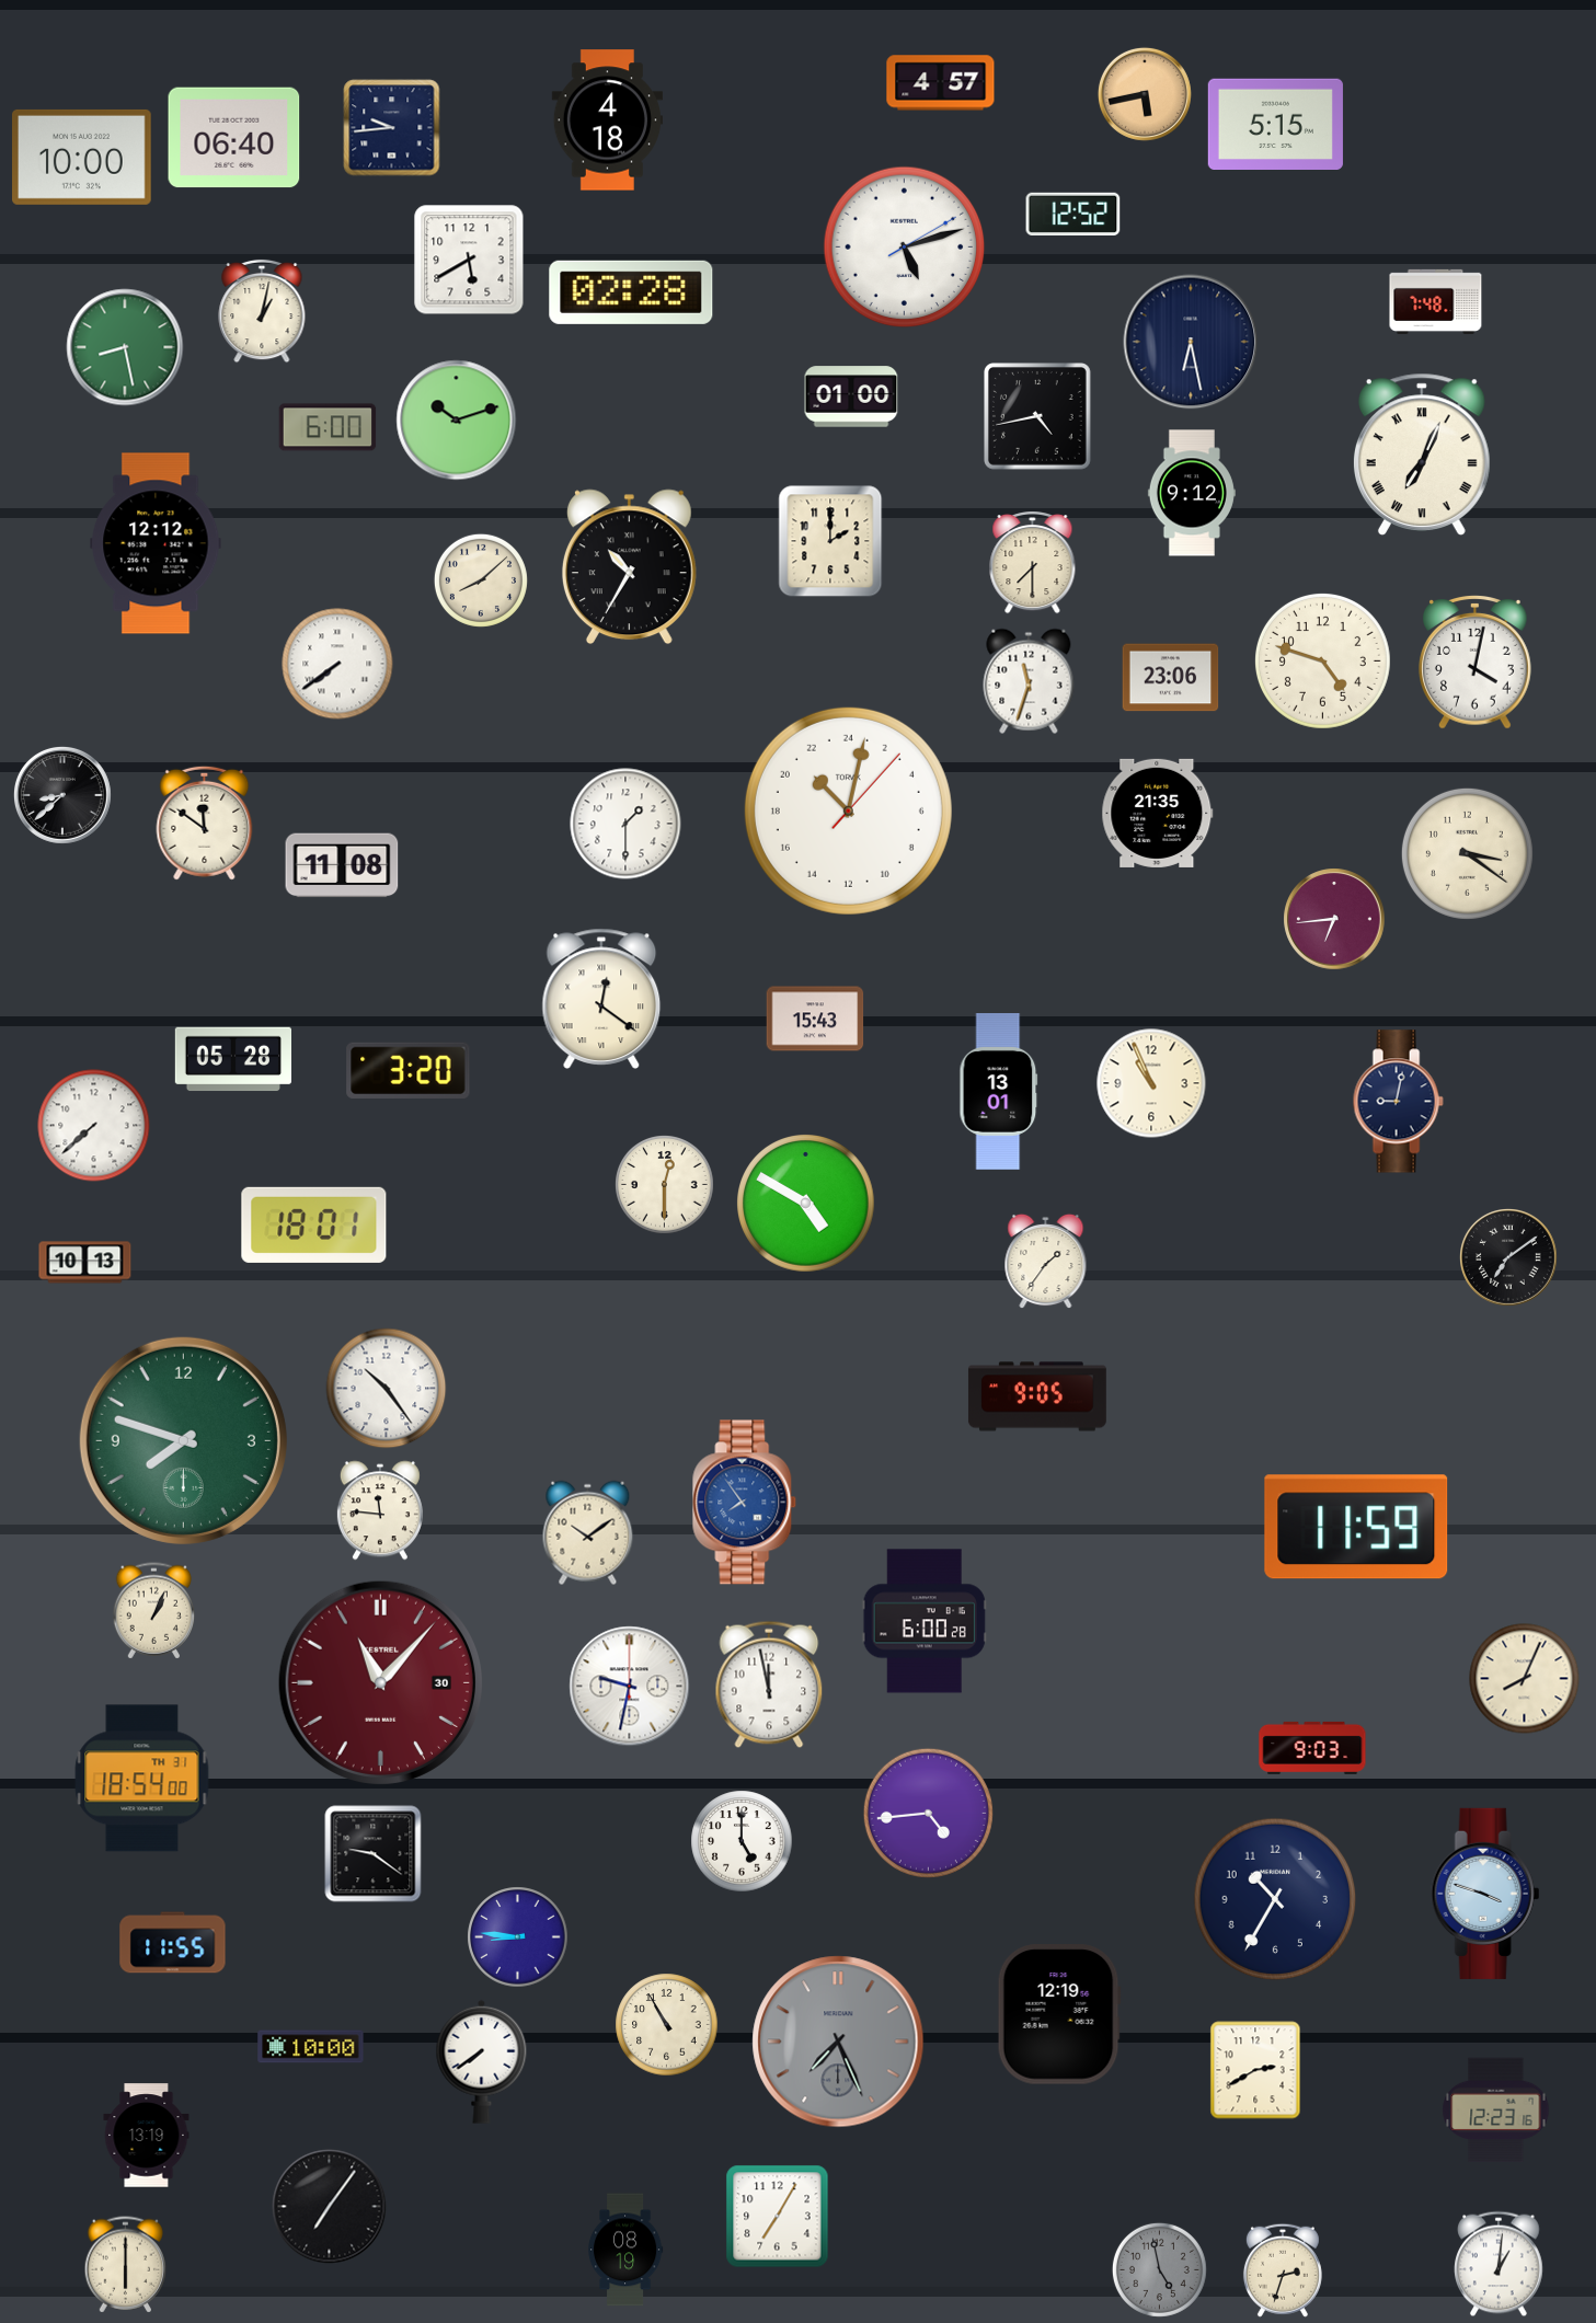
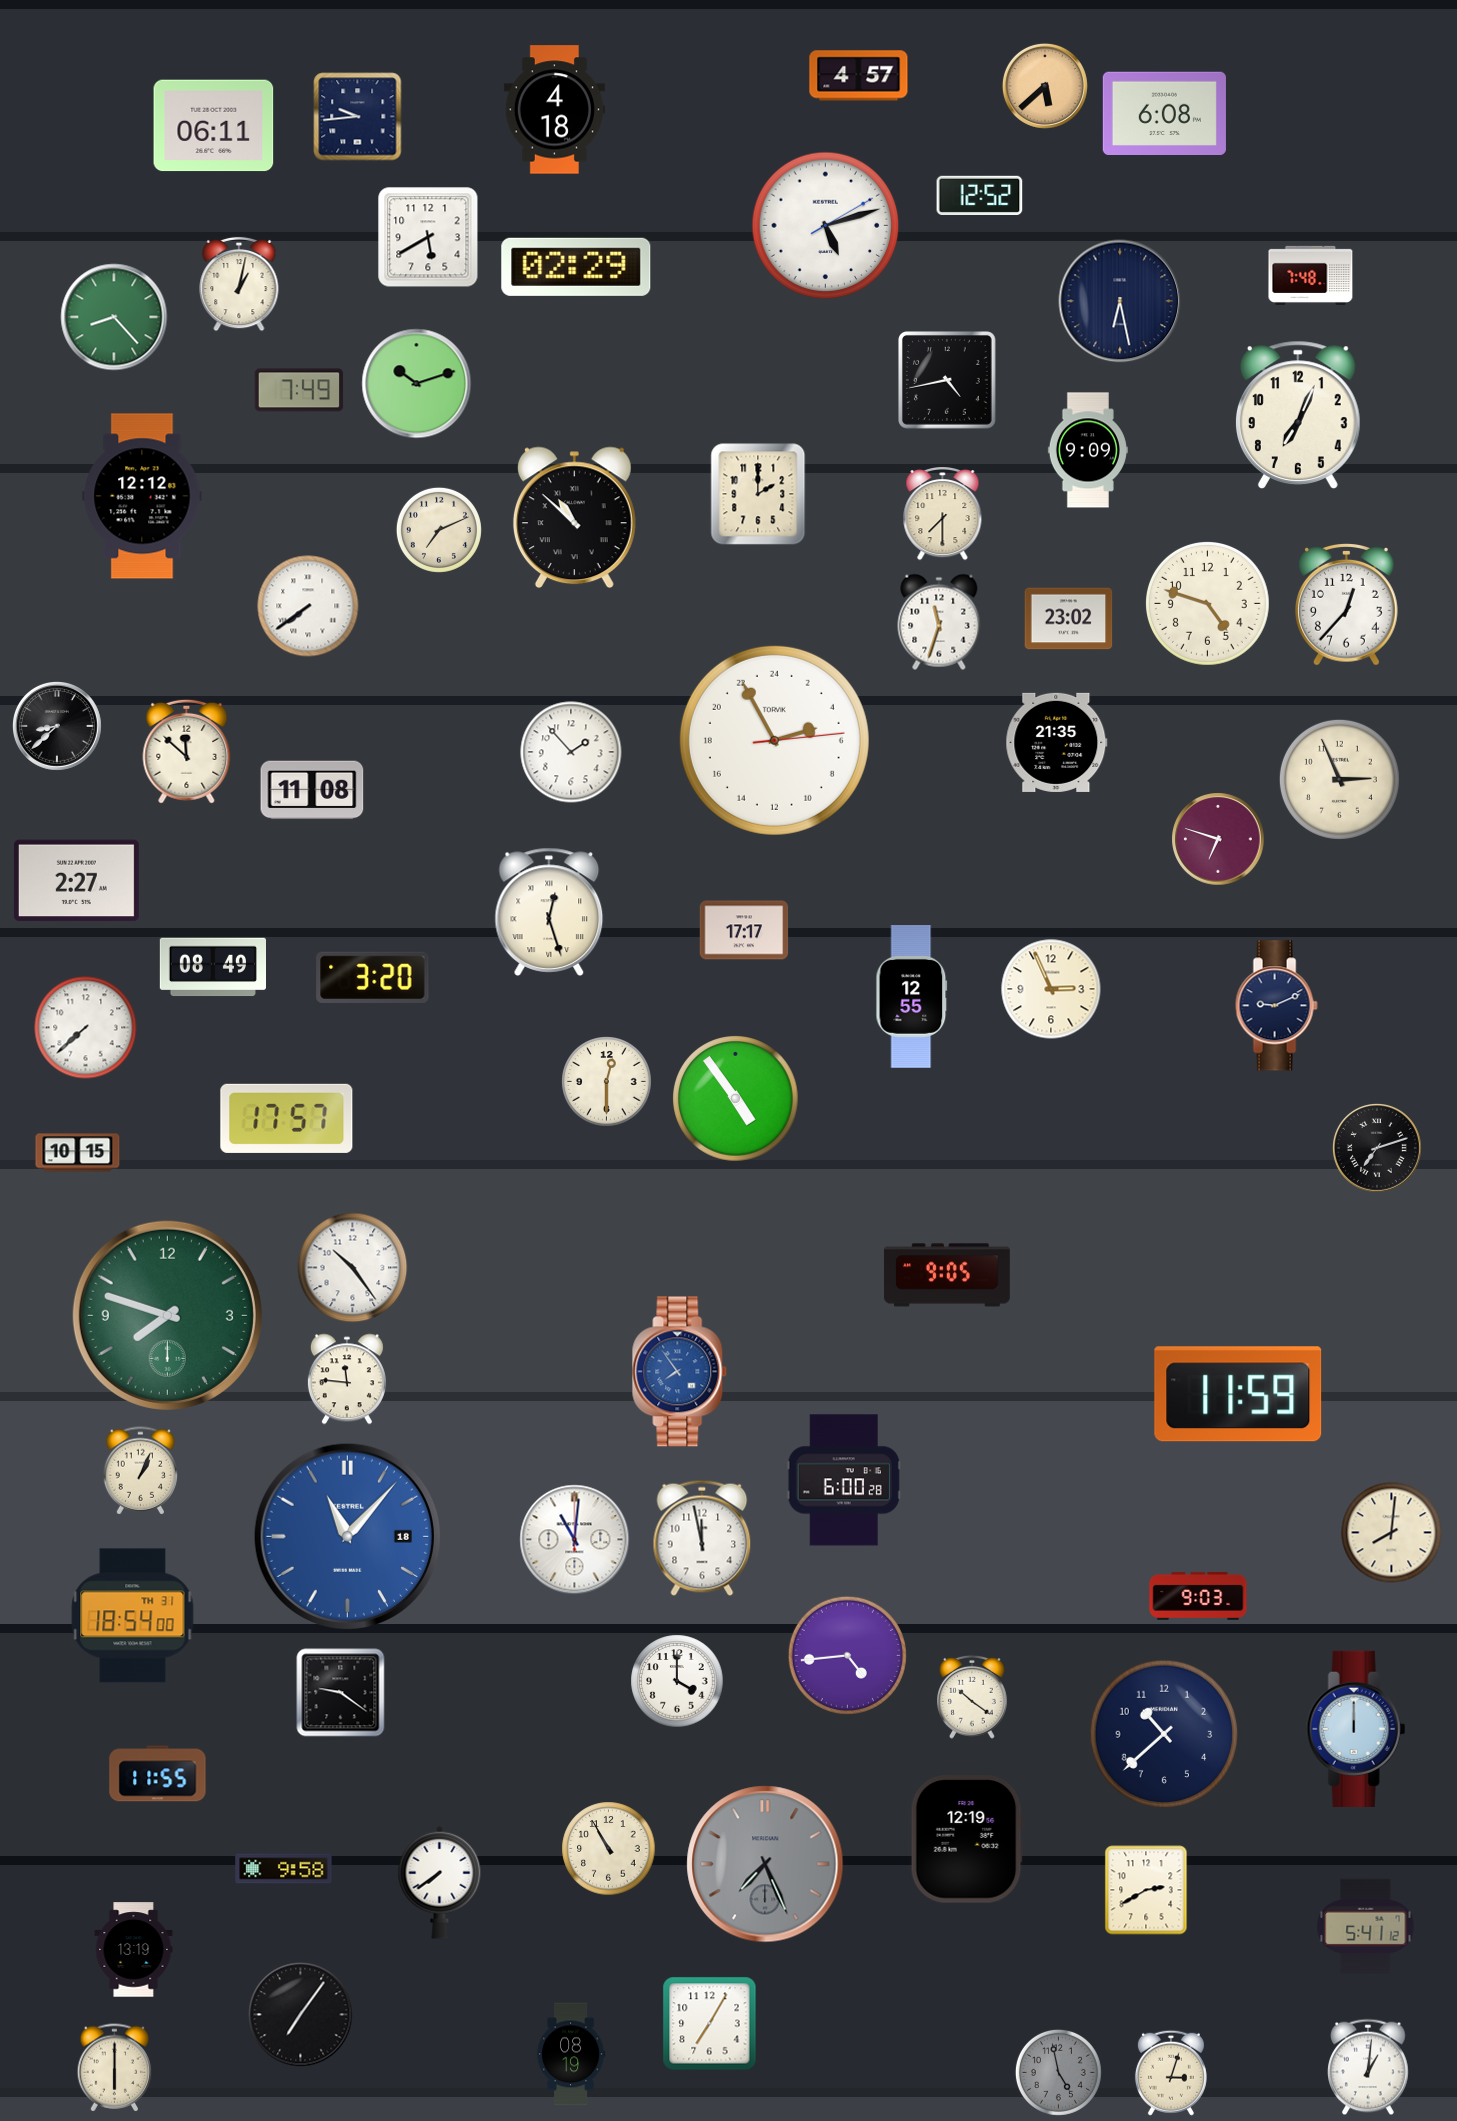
clock at (1145, 94): 5:43 -> 5:38
clock at (1275, 125): 5:15 -> 6:08
clock at (234, 138): 06:40 -> 06:11
clock at (82, 157): 10:00 -> none
clock at (631, 292): 02:28 -> 02:29
clock at (1191, 342) position: (1191, 342) -> (1120, 301)
clock at (125, 347): 8:28 -> 8:23
clock at (851, 396): 01:00 -> none
clock at (328, 427): 6:00 -> 7:49
clock at (1422, 455) numerals: Roman -> Arabic
clock at (1192, 493): 9:12 -> 9:09
clock at (629, 567): 10:35 -> 10:52
clock at (481, 580): 8:08 -> 7:11
clock at (1476, 663): 4:02 -> 12:37
clock at (1171, 678): 23:06 -> 23:02
clock at (848, 810): 21:02 -> 4:55
clock at (205, 823): 11:51 -> 11:52
clock at (625, 824): 1:30 -> 1:53
clock at (1467, 853): 3:21 -> 2:56
clock at (1334, 919): 6:44 -> 6:48
clock at (76, 881): none -> 2:27
clock at (601, 999): 12:21 -> 12:27
clock at (815, 1019): 15:43 -> 17:17
clock at (232, 1059): 05:28 -> 08:49
clock at (1151, 1083): 10:56 -> 2:56
clock at (999, 1092): 13:01 -> 12:55
clock at (1398, 1102): 9:02 -> 9:11
clock at (806, 1204): 4:50 -> 4:54
clock at (314, 1224): 18:01 -> 17:57
clock at (1509, 1258): 7:09 -> 7:12
clock at (1046, 1262): 1:36 -> none
clock at (85, 1263): 10:13 -> 10:15
clock at (588, 1533): 10:09 -> none
clock at (1525, 1679): 8:04 -> 8:01
clock at (380, 1682) date: 30 -> 18
clock at (380, 1682) dial: burgundy -> blue
clock at (630, 1687): 9:32 -> 11:01
clock at (142, 1779) position: (142, 1779) -> (133, 1616)
clock at (742, 1841): 5:00 -> 4:00
clock at (973, 1697): none -> 10:21
clock at (1485, 1894): 3:48 -> 12:00
clock at (1275, 1899): 10:35 -> 10:38
clock at (518, 1937): 8:46 -> none
clock at (311, 2047): 10:00 -> 9:58
clock at (1496, 2111): 12:23 -> 5:41
clock at (1283, 2270): 2:33 -> 3:03
